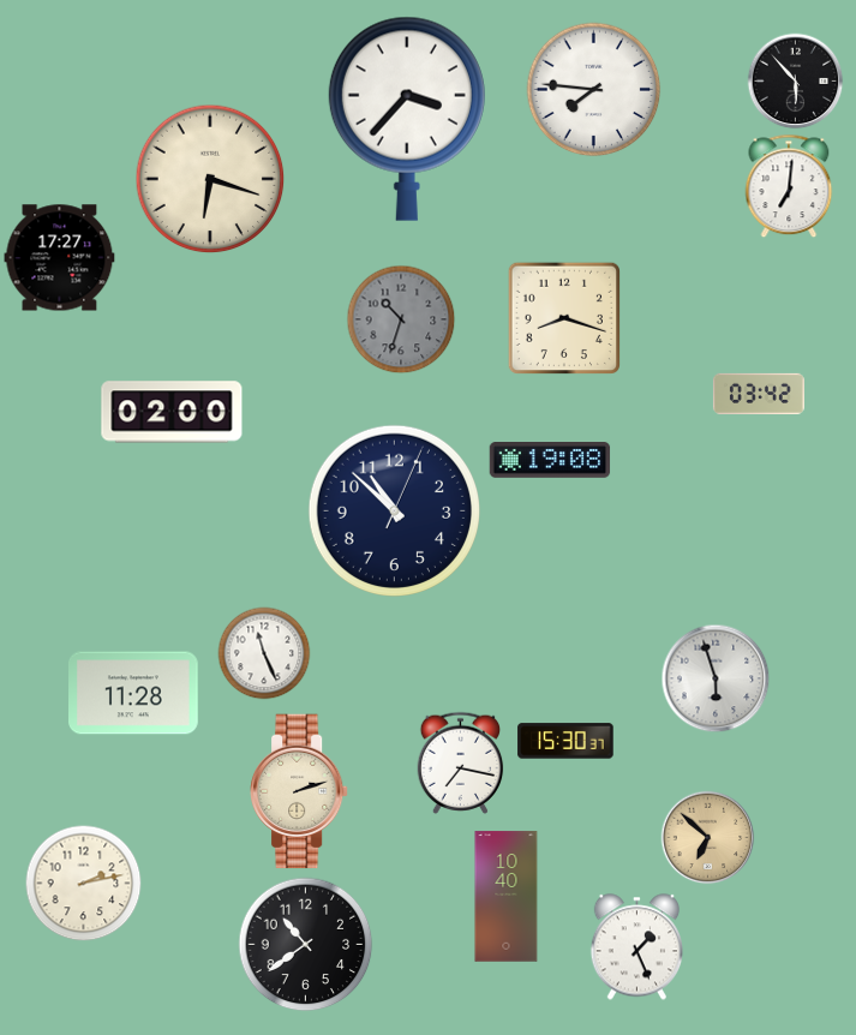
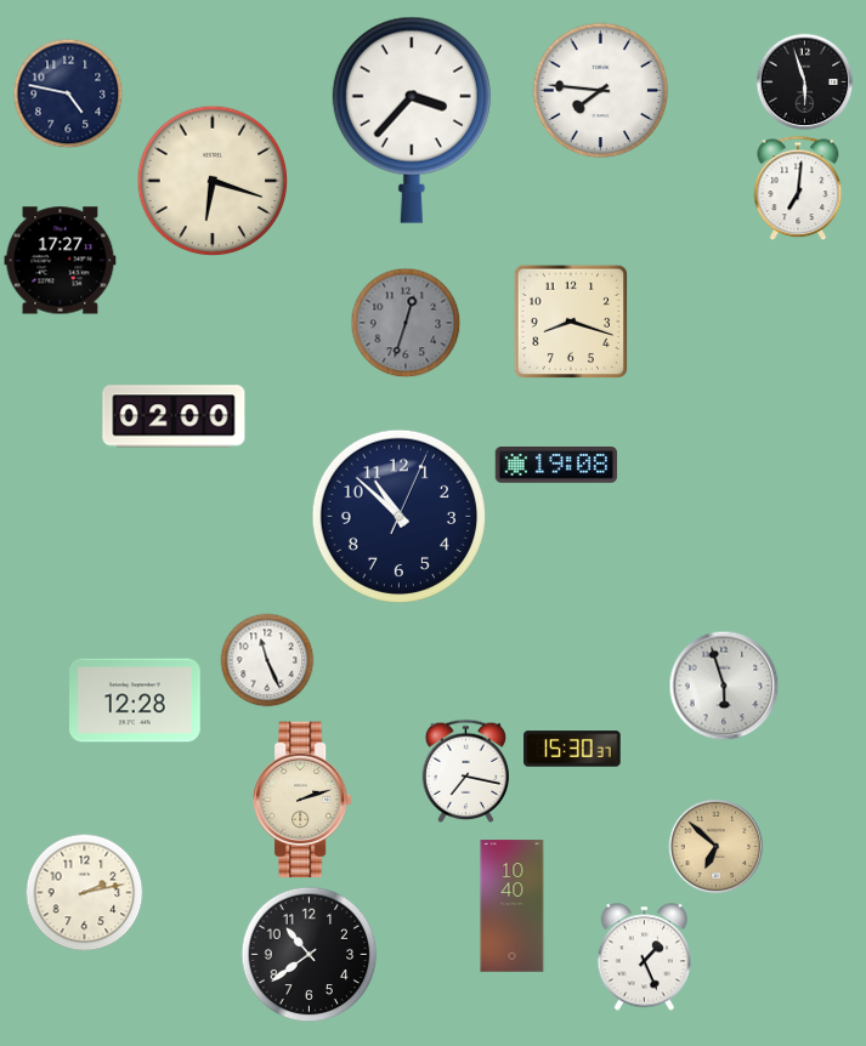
clock at (796, 82): 5:53 -> 5:57
clock at (68, 93): none -> 4:47
clock at (401, 319): 10:33 -> 12:33
clock at (759, 394): 03:42 -> none
clock at (134, 693): 11:28 -> 12:28
